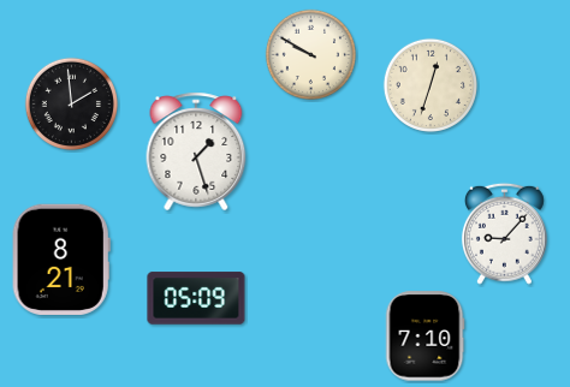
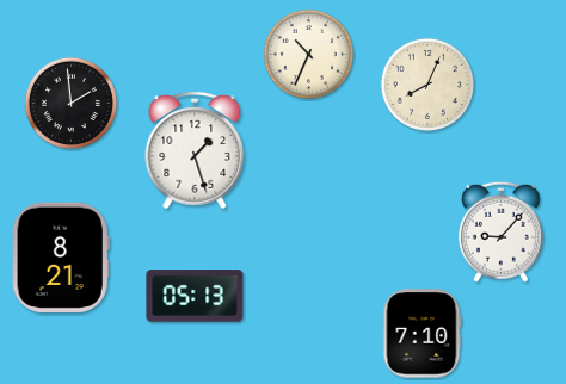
clock at (310, 54): 9:50 -> 10:34
clock at (431, 85): 12:33 -> 8:04
clock at (196, 298): 05:09 -> 05:13
